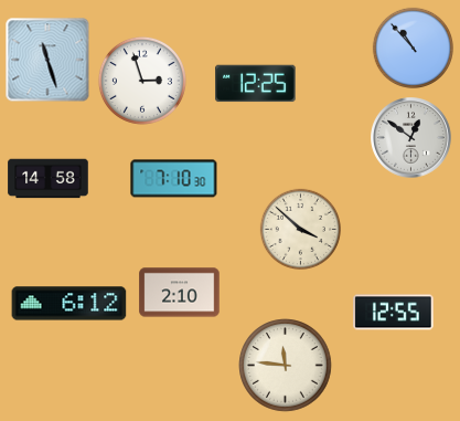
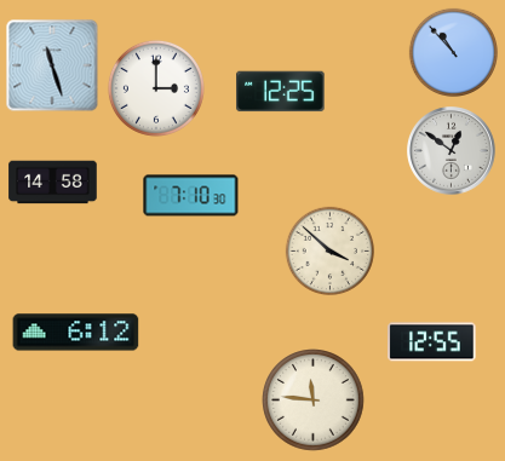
clock at (142, 81): 2:57 -> 3:00
clock at (49, 179) position: (49, 179) -> (53, 183)
clock at (180, 293): 2:10 -> none
